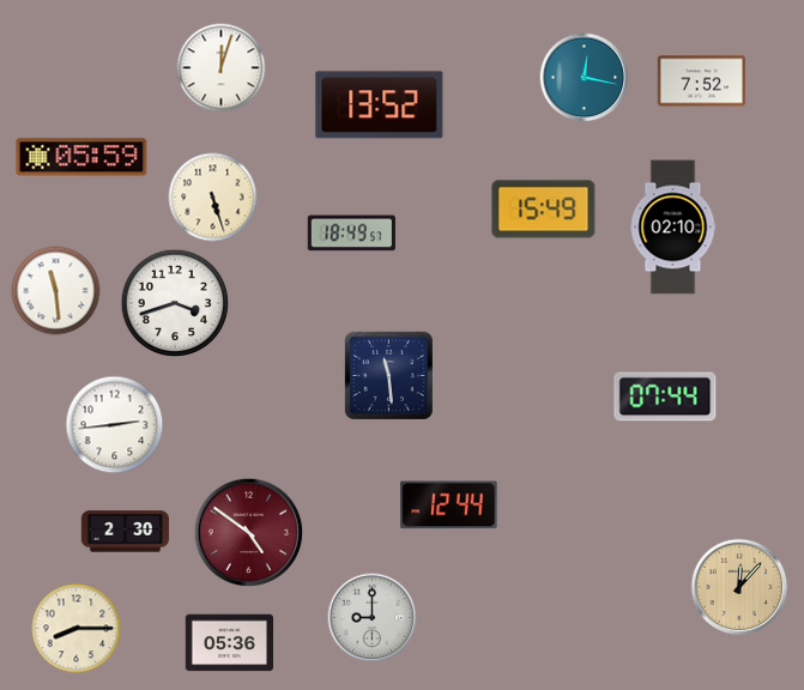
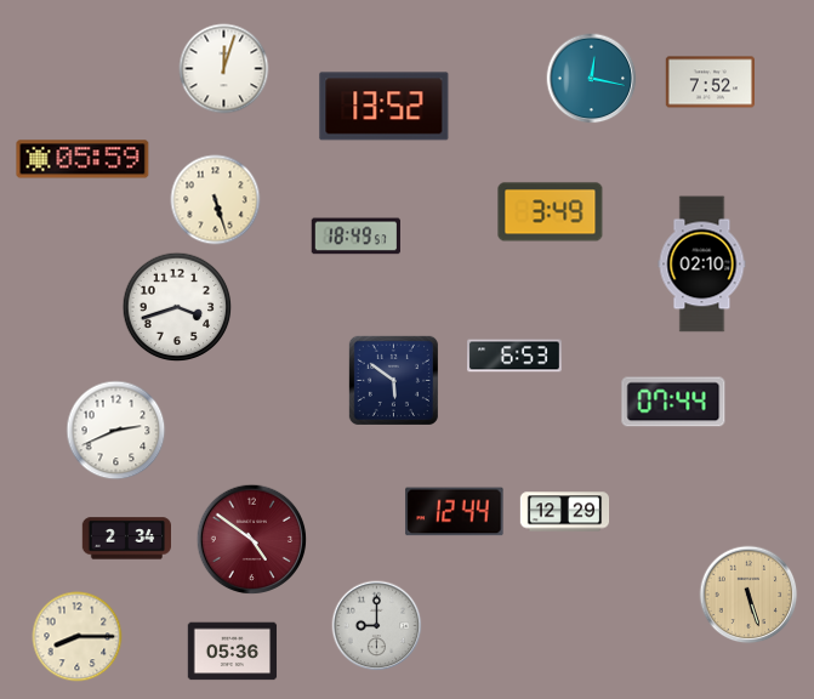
clock at (544, 210): 15:49 -> 3:49
clock at (673, 228) position: (673, 228) -> (702, 265)
clock at (56, 291): 11:29 -> none
clock at (514, 356): none -> 6:53
clock at (388, 375): 11:29 -> 5:51
clock at (115, 425): 2:44 -> 2:41
clock at (565, 512): none -> 12:29
clock at (126, 532): 2:30 -> 2:34
clock at (739, 587): 12:07 -> 5:27
